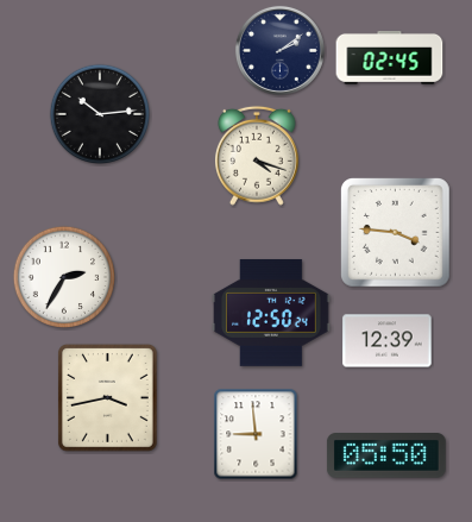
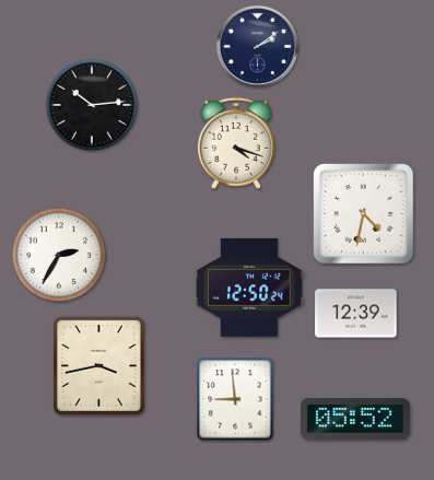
clock at (390, 58): 02:45 -> none
clock at (396, 233): 3:46 -> 4:32
clock at (386, 457): 05:50 -> 05:52
